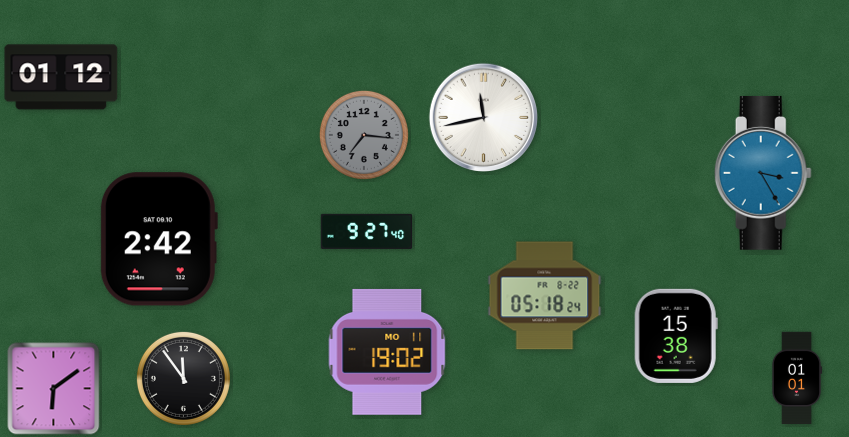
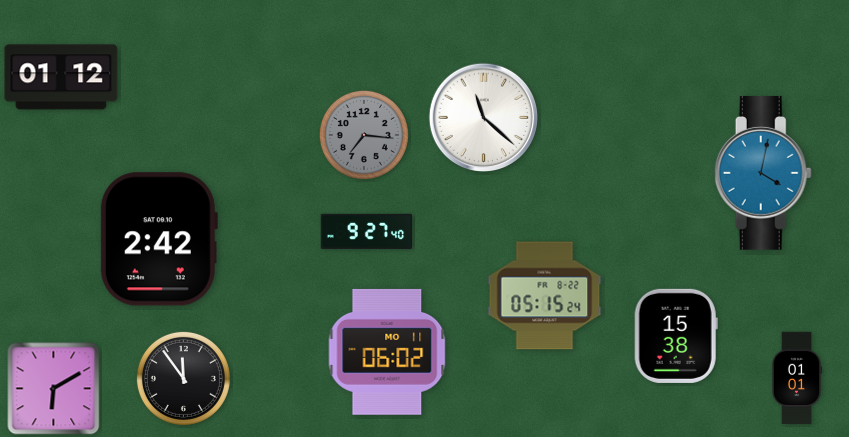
clock at (483, 117): 11:43 -> 11:22
clock at (763, 173): 3:25 -> 4:02
clock at (545, 296): 05:18 -> 05:15
clock at (387, 352): 19:02 -> 06:02
clock at (54, 389): 6:09 -> 6:10
